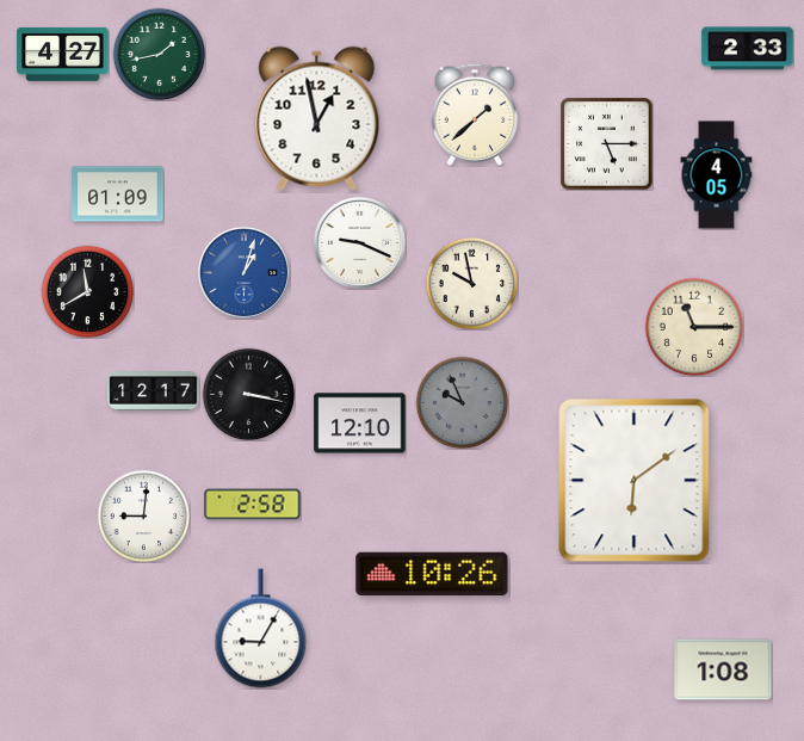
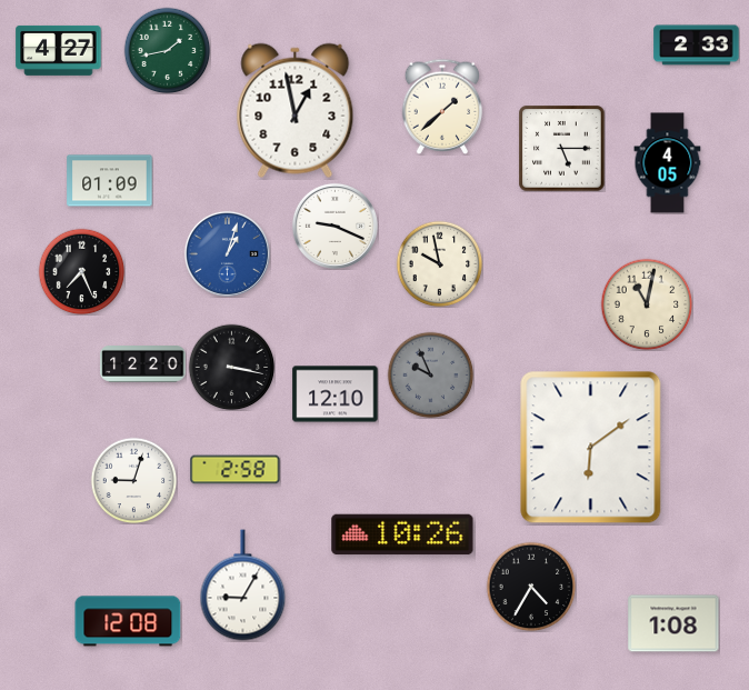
clock at (159, 54) position: (159, 54) -> (167, 50)
clock at (607, 144) position: (607, 144) -> (562, 149)
clock at (87, 291): 11:40 -> 7:26
clock at (694, 327): 11:15 -> 11:02
clock at (154, 391): 12:17 -> 12:20
clock at (143, 515): 9:01 -> 9:03
clock at (531, 587): none -> 4:35
clock at (128, 621): none -> 12:08
